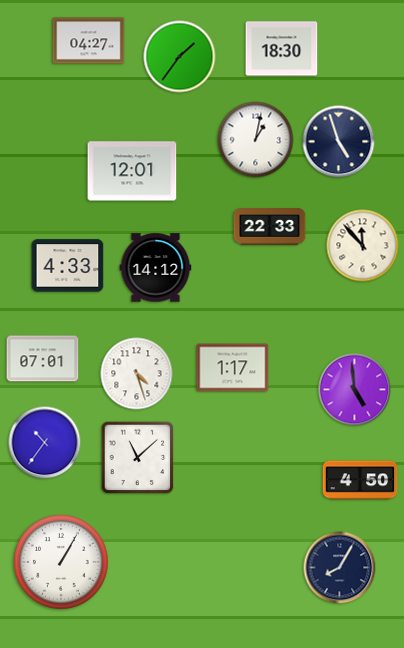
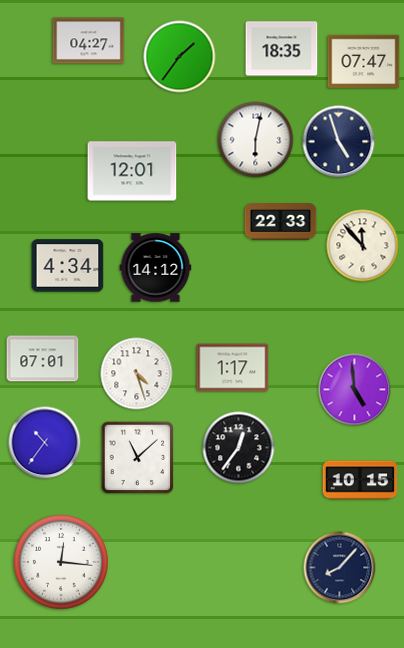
clock at (282, 49): 18:30 -> 18:35
clock at (364, 61): none -> 07:47
clock at (256, 140): 1:02 -> 6:02
clock at (270, 227) position: (270, 227) -> (281, 222)
clock at (68, 266): 4:33 -> 4:34
clock at (239, 448): none -> 12:36
clock at (360, 480): 4:50 -> 10:15
clock at (61, 562): 1:05 -> 12:16
clock at (340, 568): 8:05 -> 8:07
